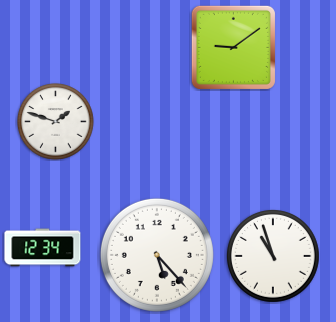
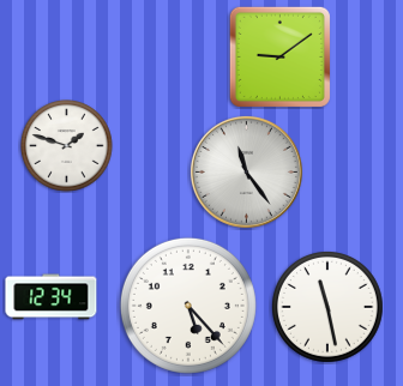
clock at (246, 171): none -> 11:24
clock at (274, 257): 10:57 -> 11:28
